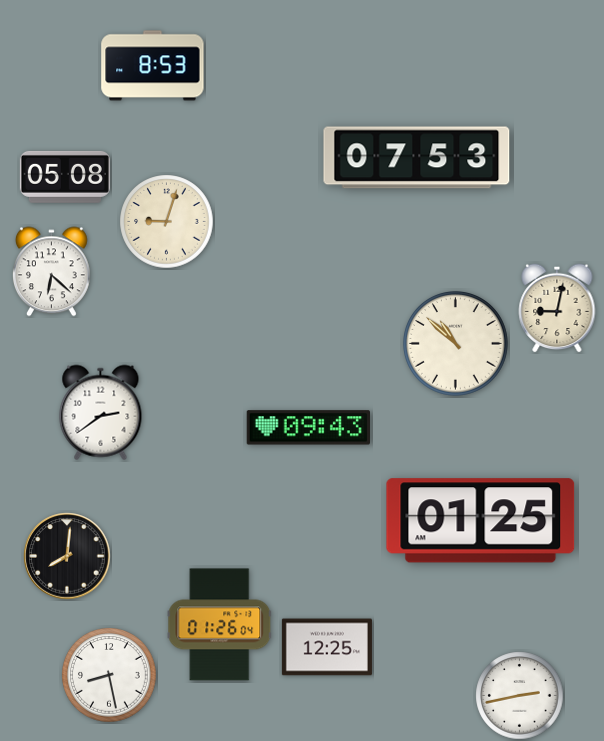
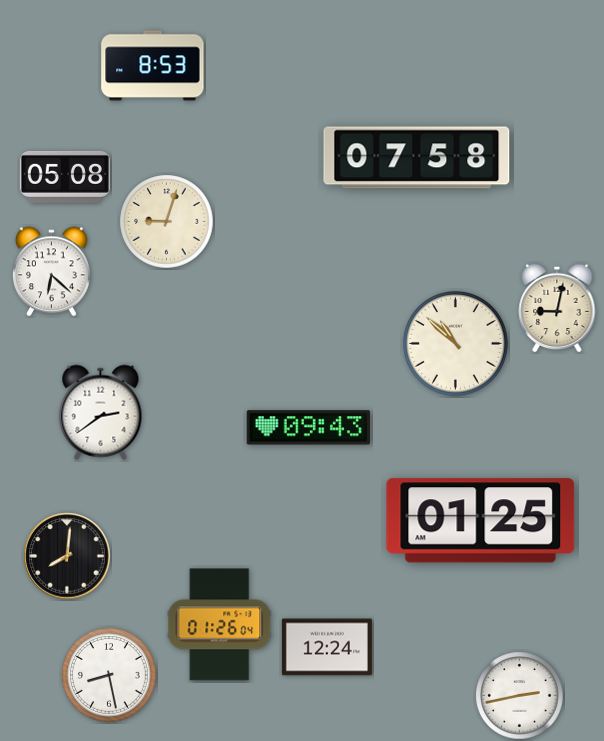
clock at (417, 158): 07:53 -> 07:58
clock at (327, 647): 12:25 -> 12:24
